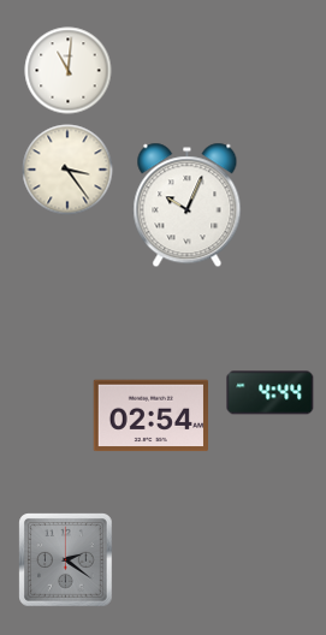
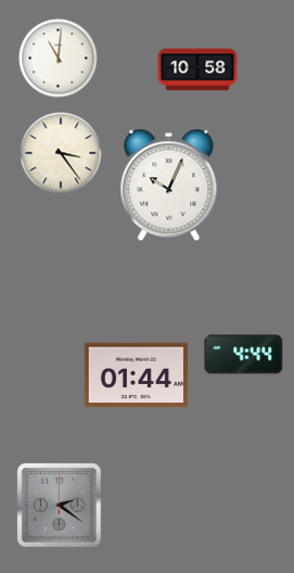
clock at (69, 71) position: (69, 71) -> (59, 59)
clock at (197, 69): none -> 10:58
clock at (150, 416): 02:54 -> 01:44
